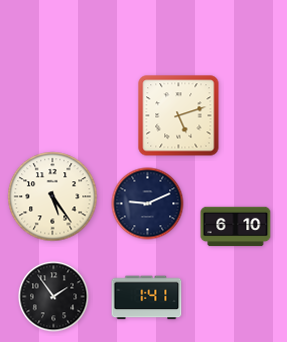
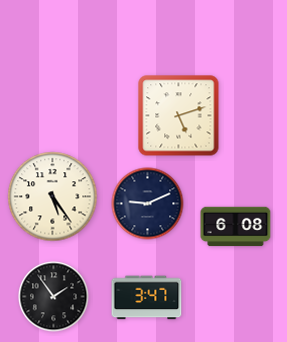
clock at (236, 227): 6:10 -> 6:08
clock at (147, 298): 1:41 -> 3:47
